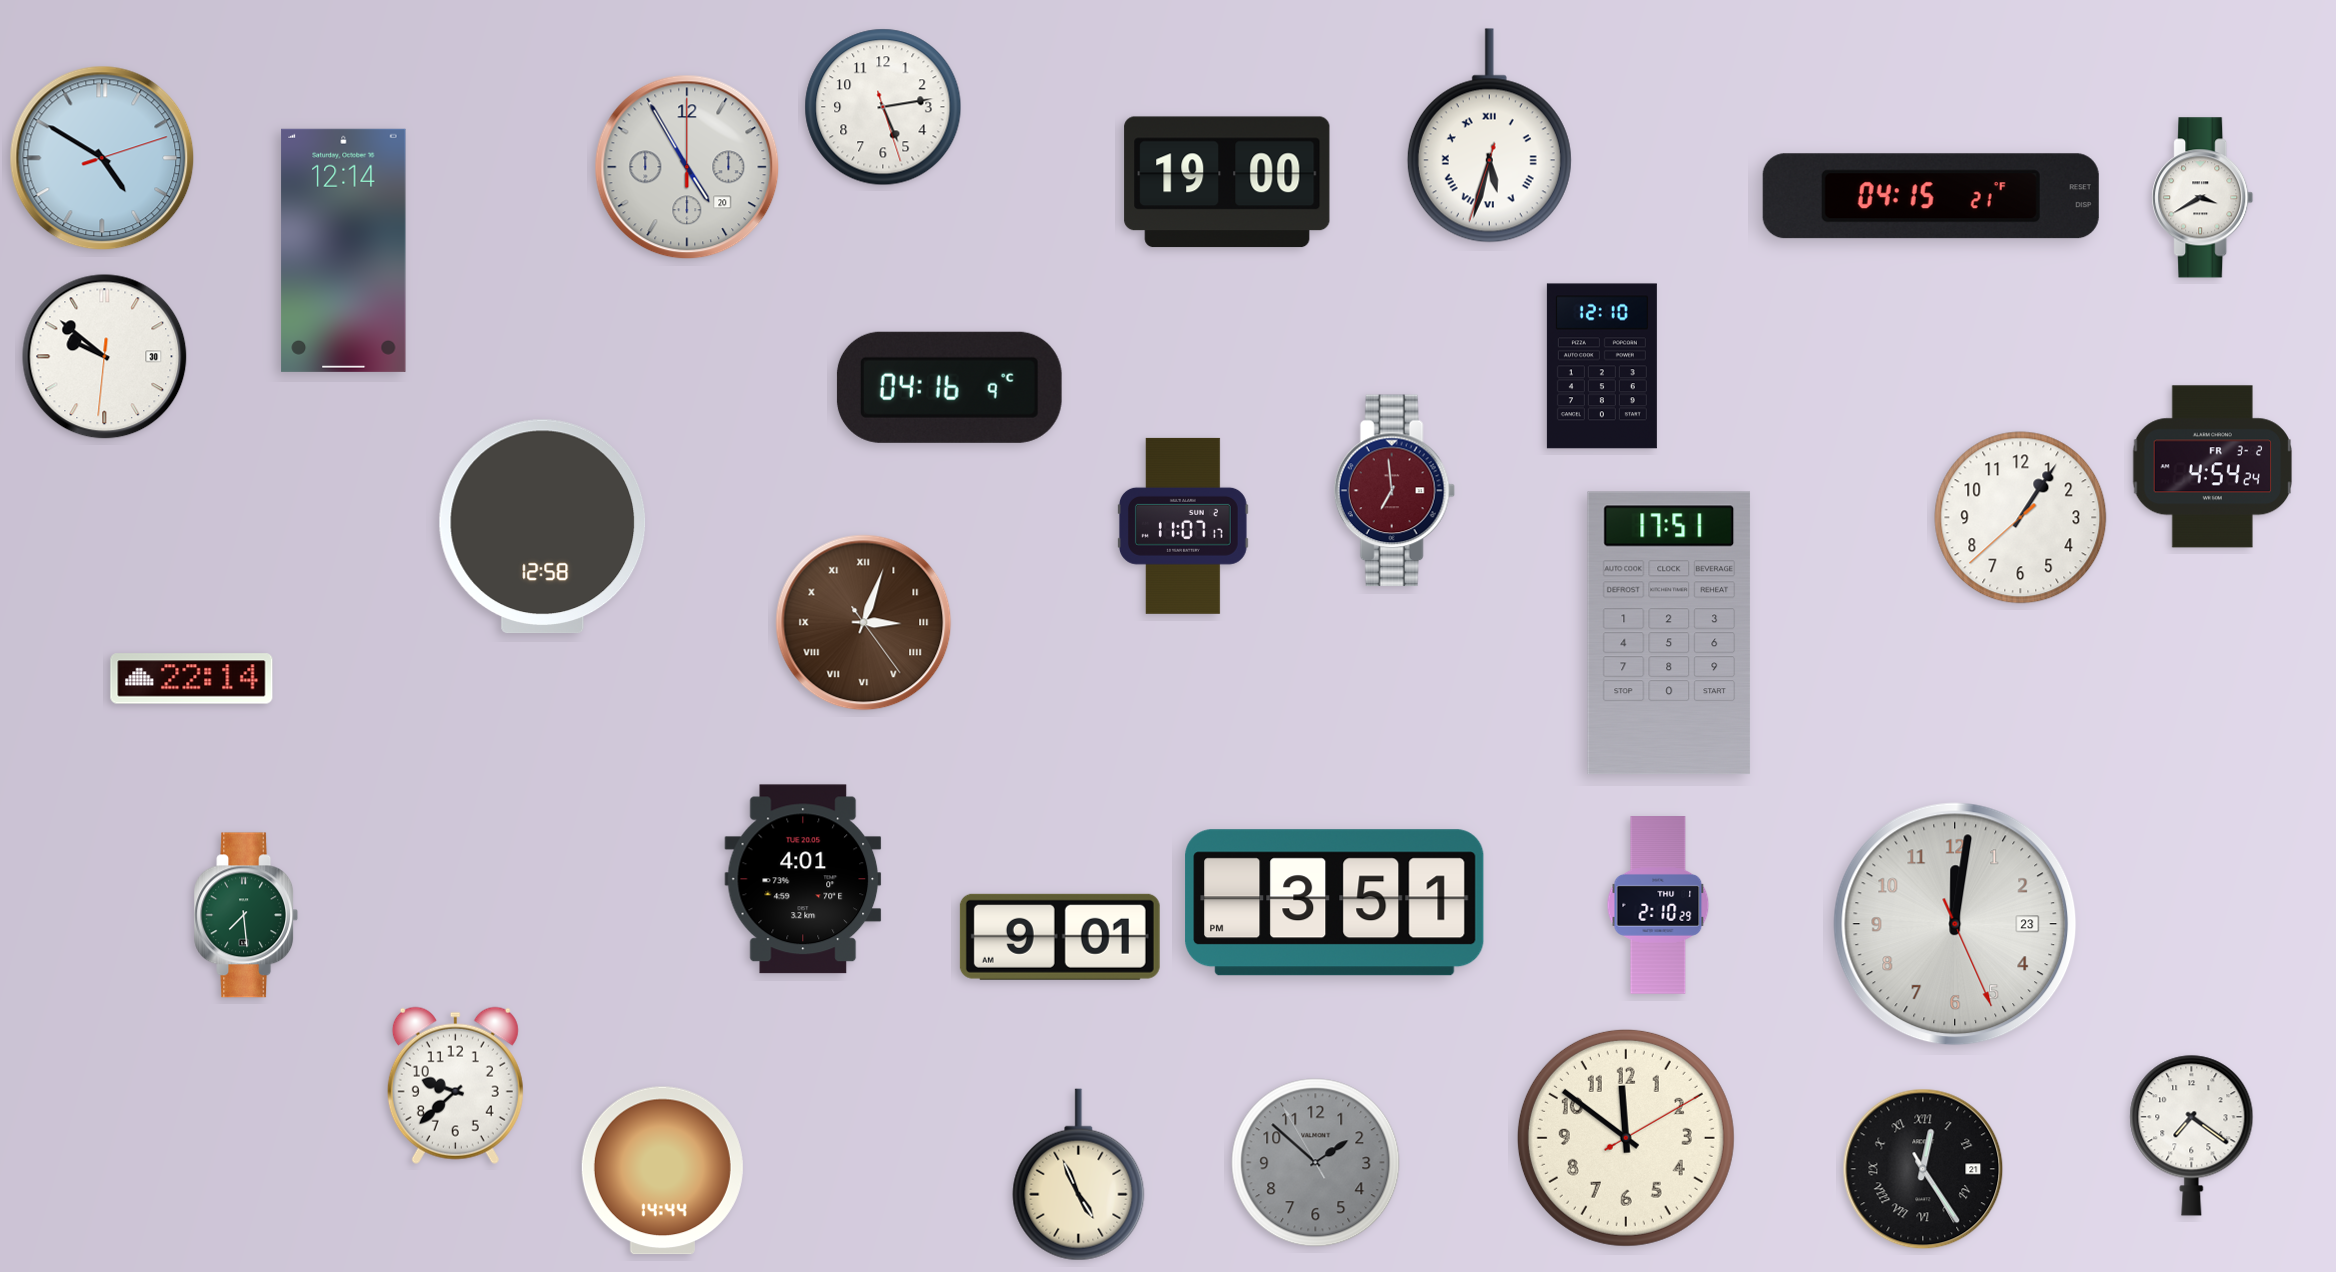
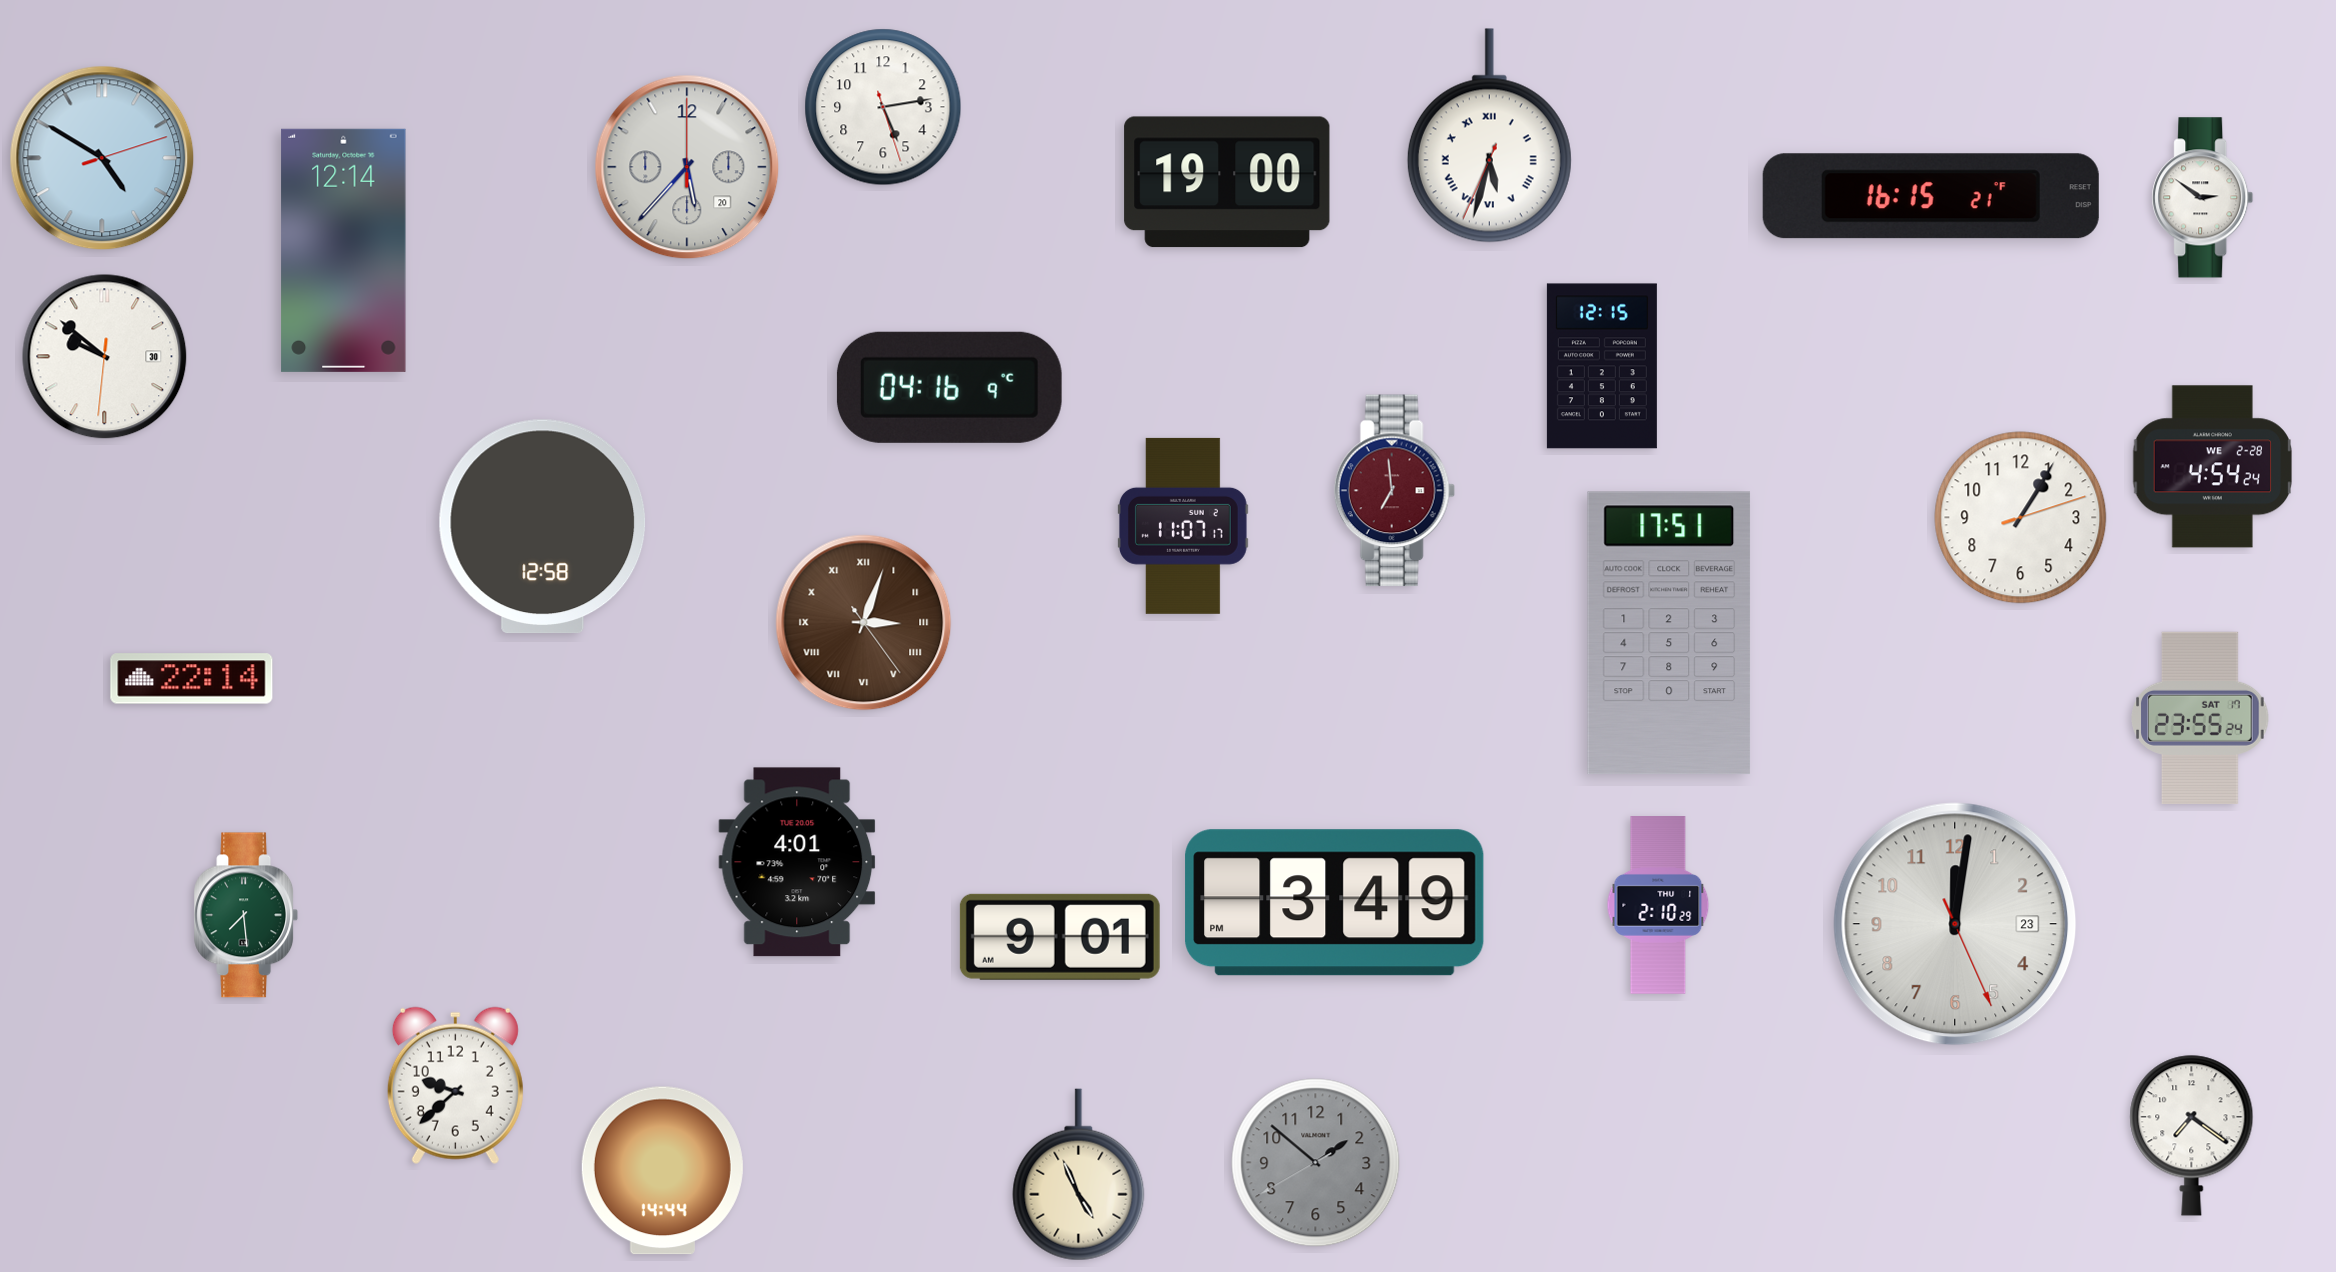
clock at (1489, 136): 5:32:33 -> 5:32:34
clock at (687, 167): 4:55 -> 5:37
clock at (1931, 196): 04:15 -> 16:15
clock at (2203, 198): 3:40 -> 2:51
clock at (1602, 366): 12:10 -> 12:15
clock at (2212, 467) date: FR 3-2 -> WE 2-28
clock at (2021, 518): 1:05:38 -> 1:05:12
clock at (2200, 718): none -> 23:55
clock at (803, 879) position: (803, 879) -> (797, 862)
clock at (1335, 903): 3:51 -> 3:49
clock at (1626, 1138): 11:51 -> none
clock at (1316, 1163): 1:51:55 -> 1:51:40
clock at (1923, 1169): 12:24 -> none
